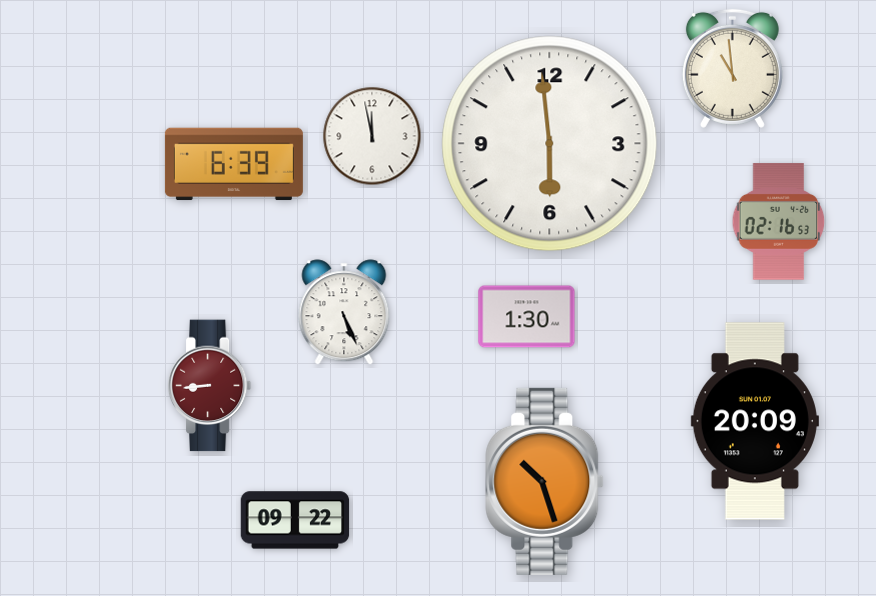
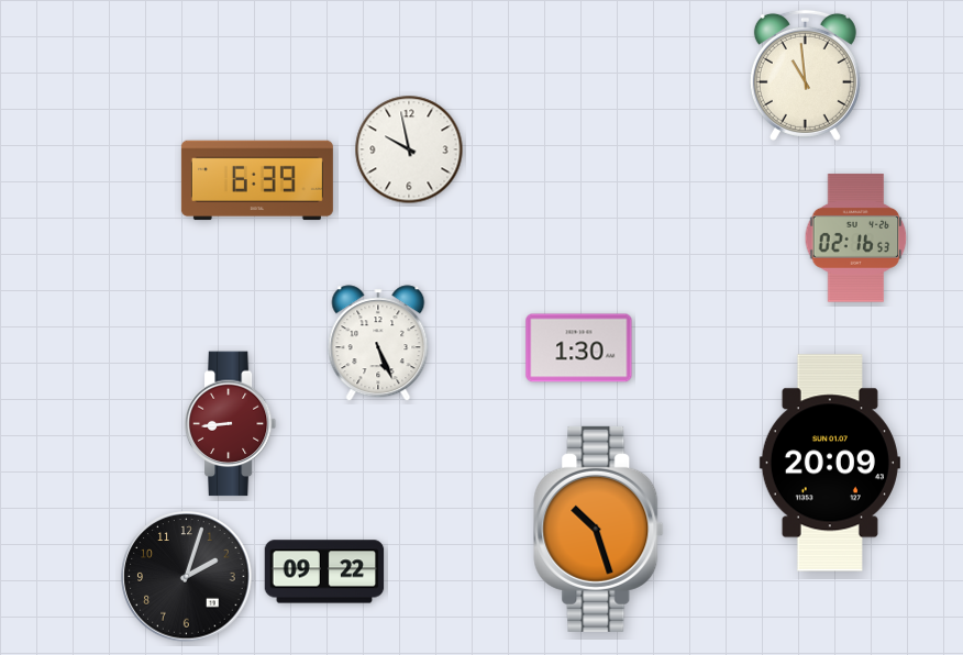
clock at (372, 136): 11:58 -> 9:58
clock at (550, 144): 5:59 -> none
clock at (779, 222) position: (779, 222) -> (856, 238)
clock at (187, 577): none -> 2:03
